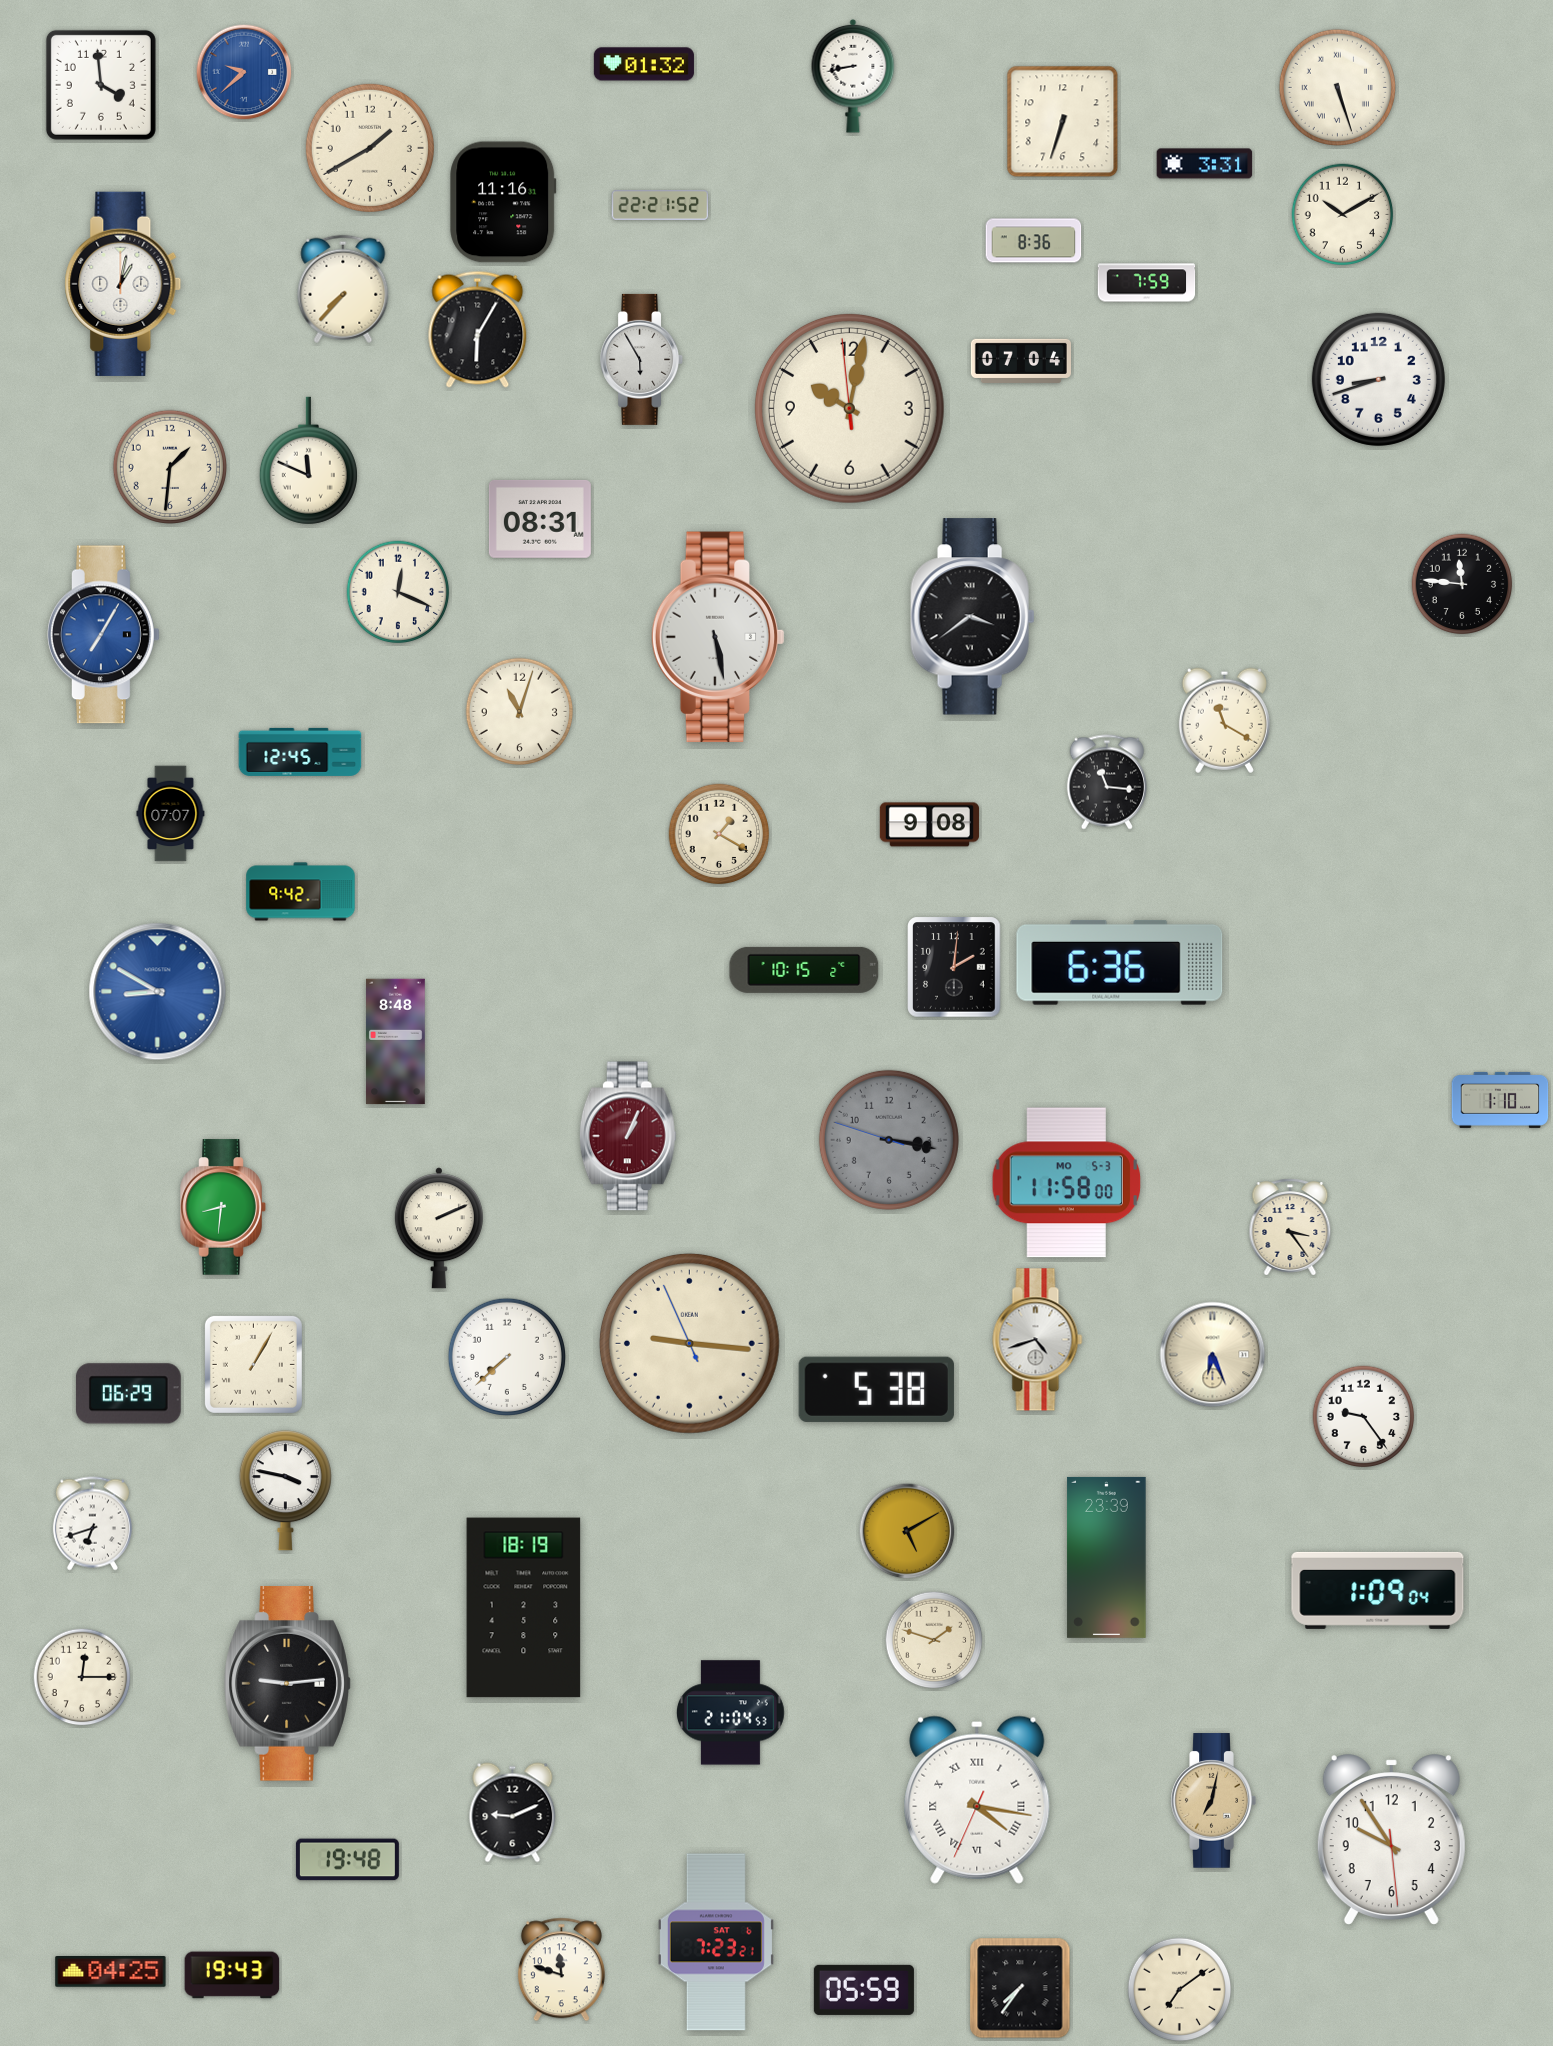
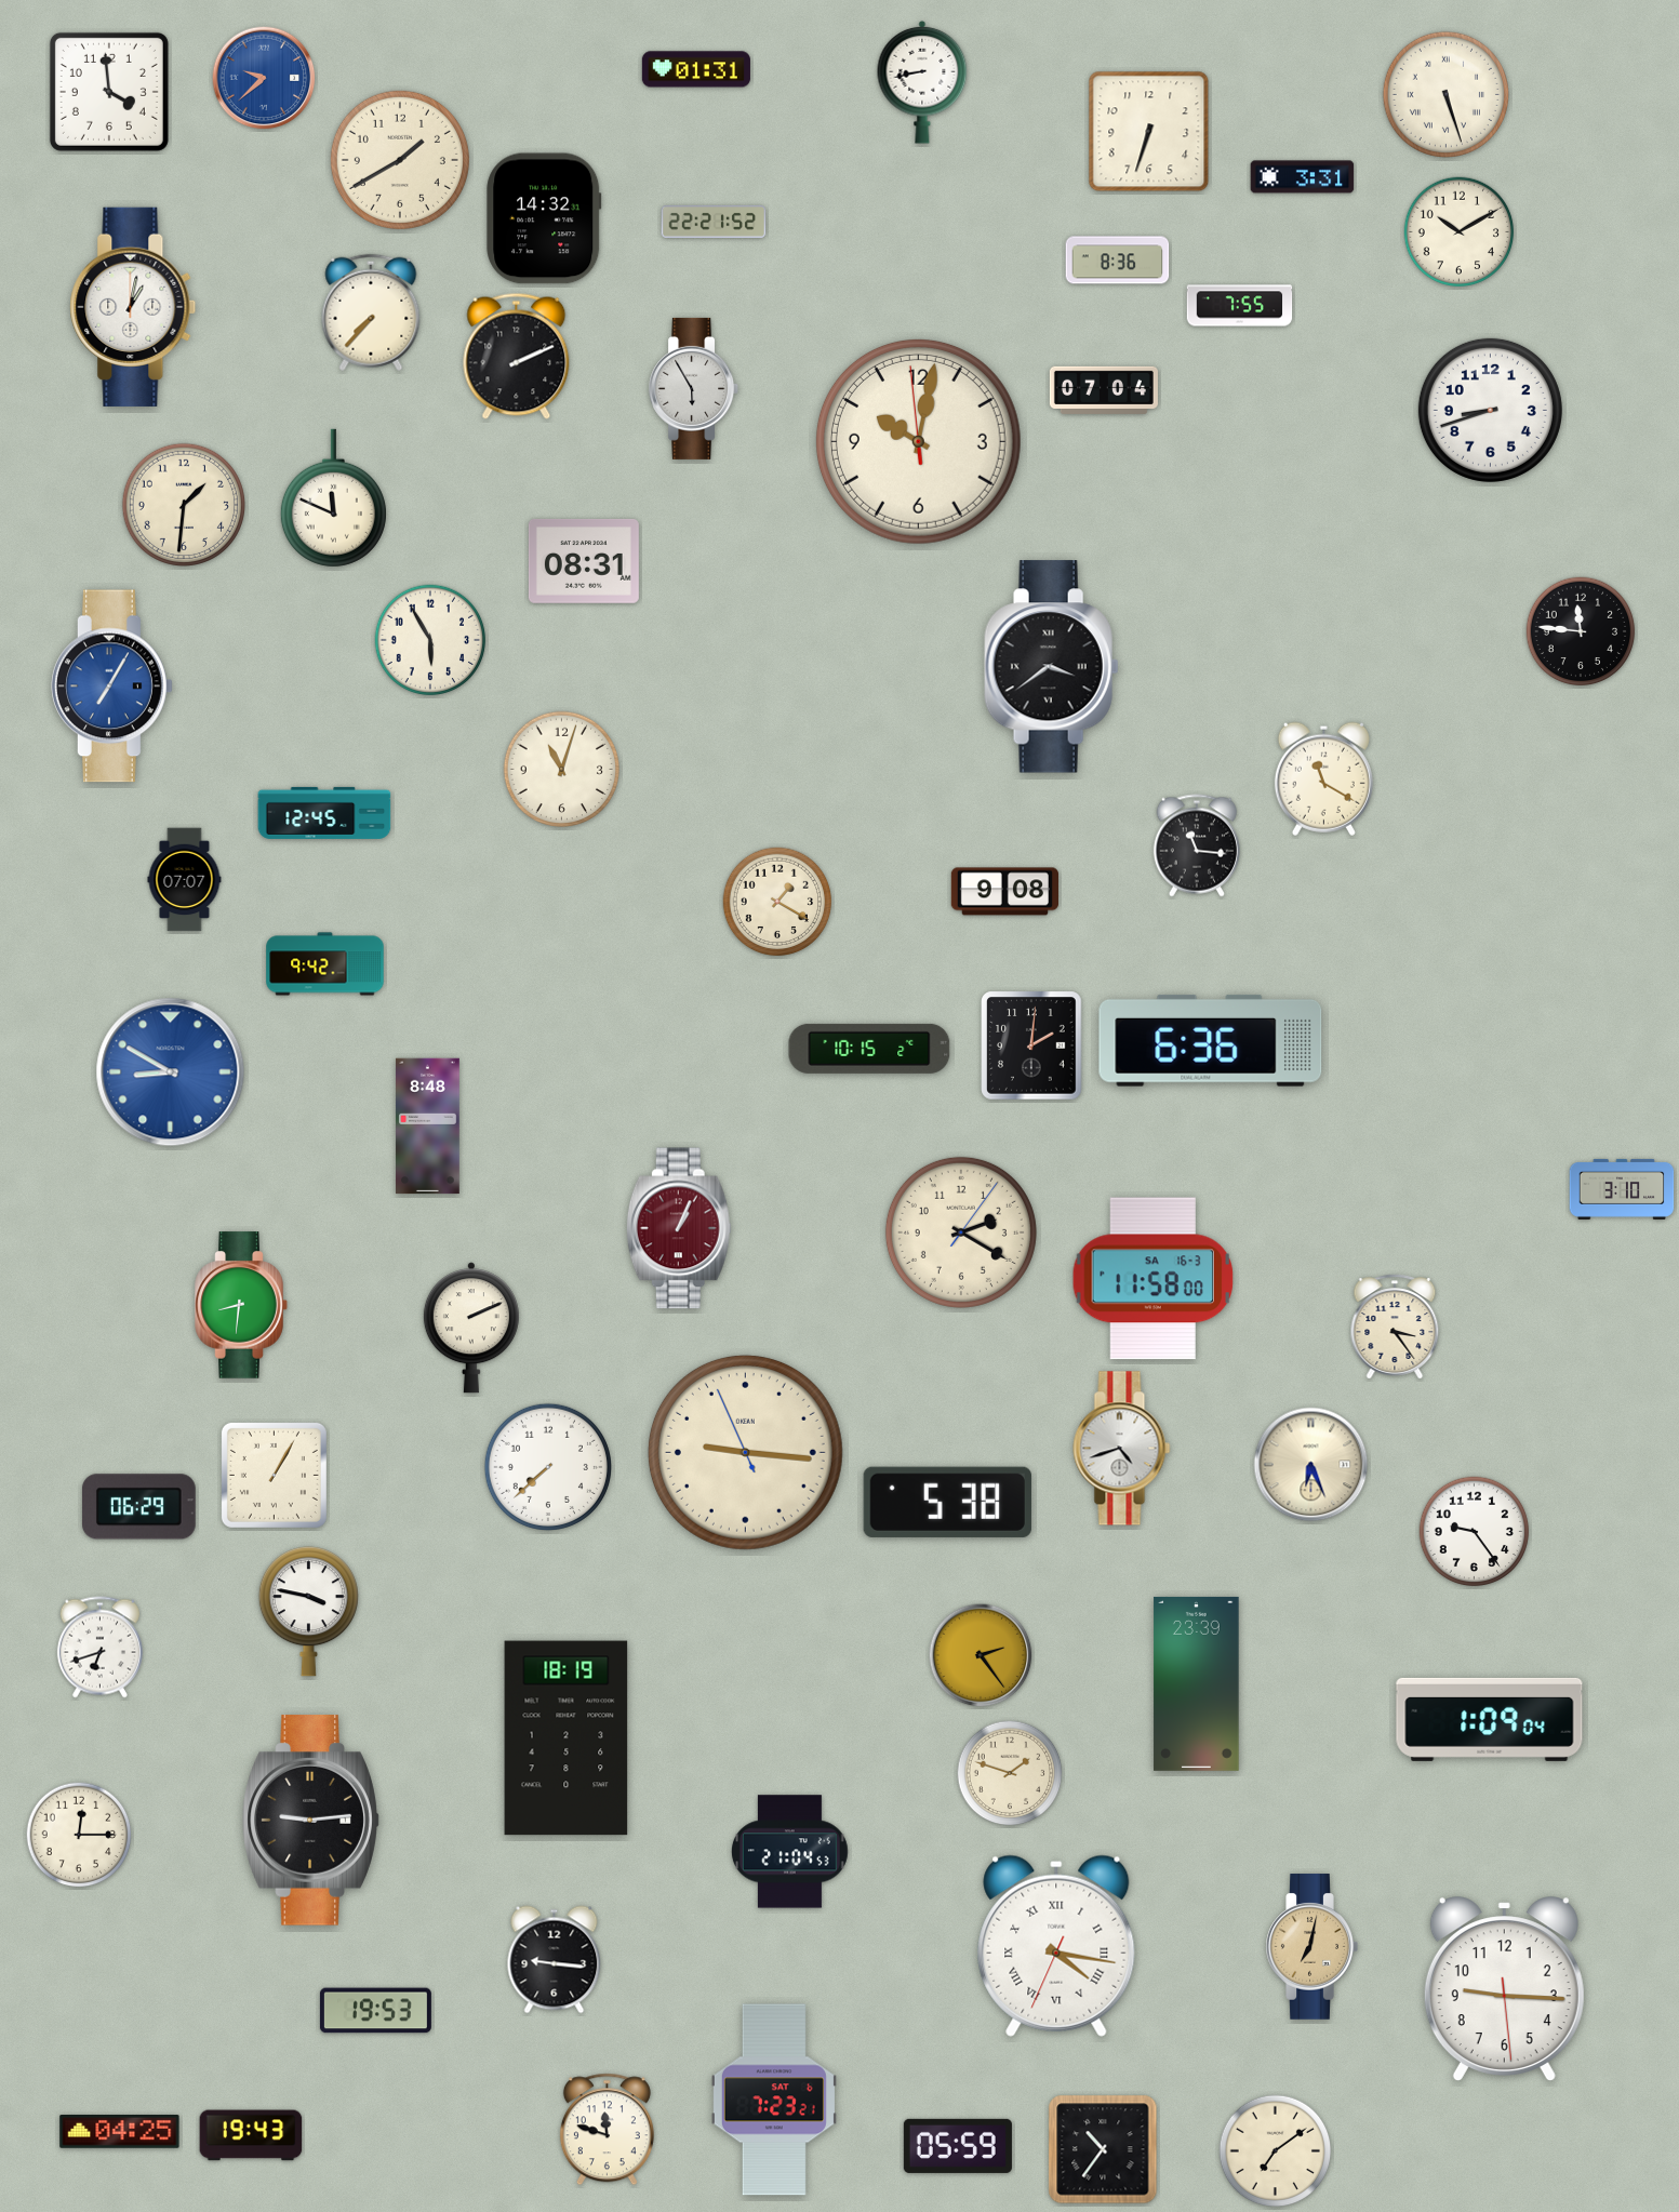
clock at (644, 64): 01:32 -> 01:31
clock at (503, 202): 11:16 -> 14:32
clock at (1343, 215) position: (1343, 215) -> (1460, 232)
clock at (1147, 283): 7:59 -> 7:55
clock at (478, 329): 6:05 -> 2:11
clock at (398, 592): 12:19 -> 5:55
clock at (718, 637): 5:28 -> none
clock at (1500, 1100): 1:10 -> 3:10
clock at (889, 1140): 3:16 -> 2:20
clock at (889, 1140) dial: grey -> cream
clock at (1067, 1183) date: MO 5-3 -> SA 16-3
clock at (439, 1228) position: (439, 1228) -> (471, 1328)
clock at (907, 1531): 5:10 -> 2:24
clock at (82, 1677) position: (82, 1677) -> (79, 1835)
clock at (513, 1813): 9:11 -> 9:16
clock at (1391, 1839): 9:54 -> 9:15
clock at (347, 1860): 19:48 -> 19:53
clock at (1020, 1988): 7:36 -> 10:36
clock at (864, 1990) position: (864, 1990) -> (958, 2146)
